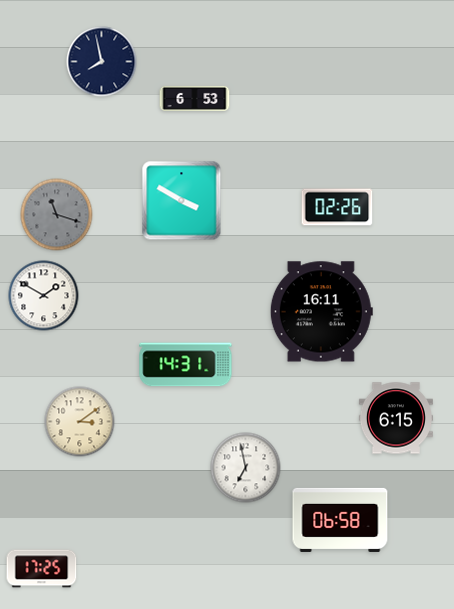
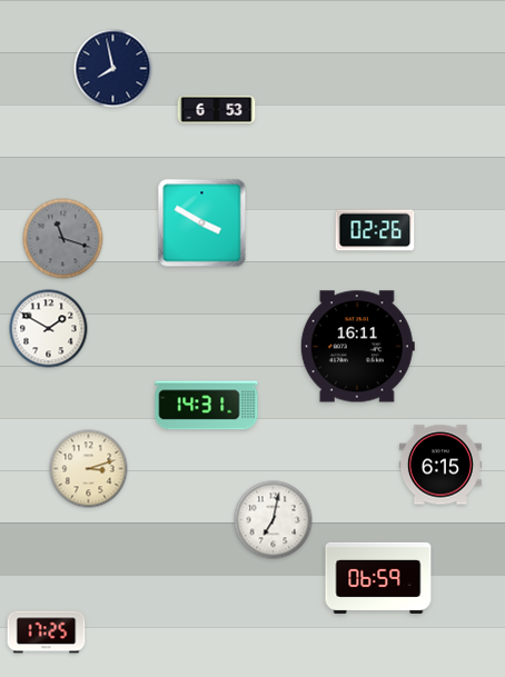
clock at (80, 422): 3:09 -> 3:12
clock at (246, 468): 6:58 -> 7:02
clock at (340, 520): 06:58 -> 06:59
